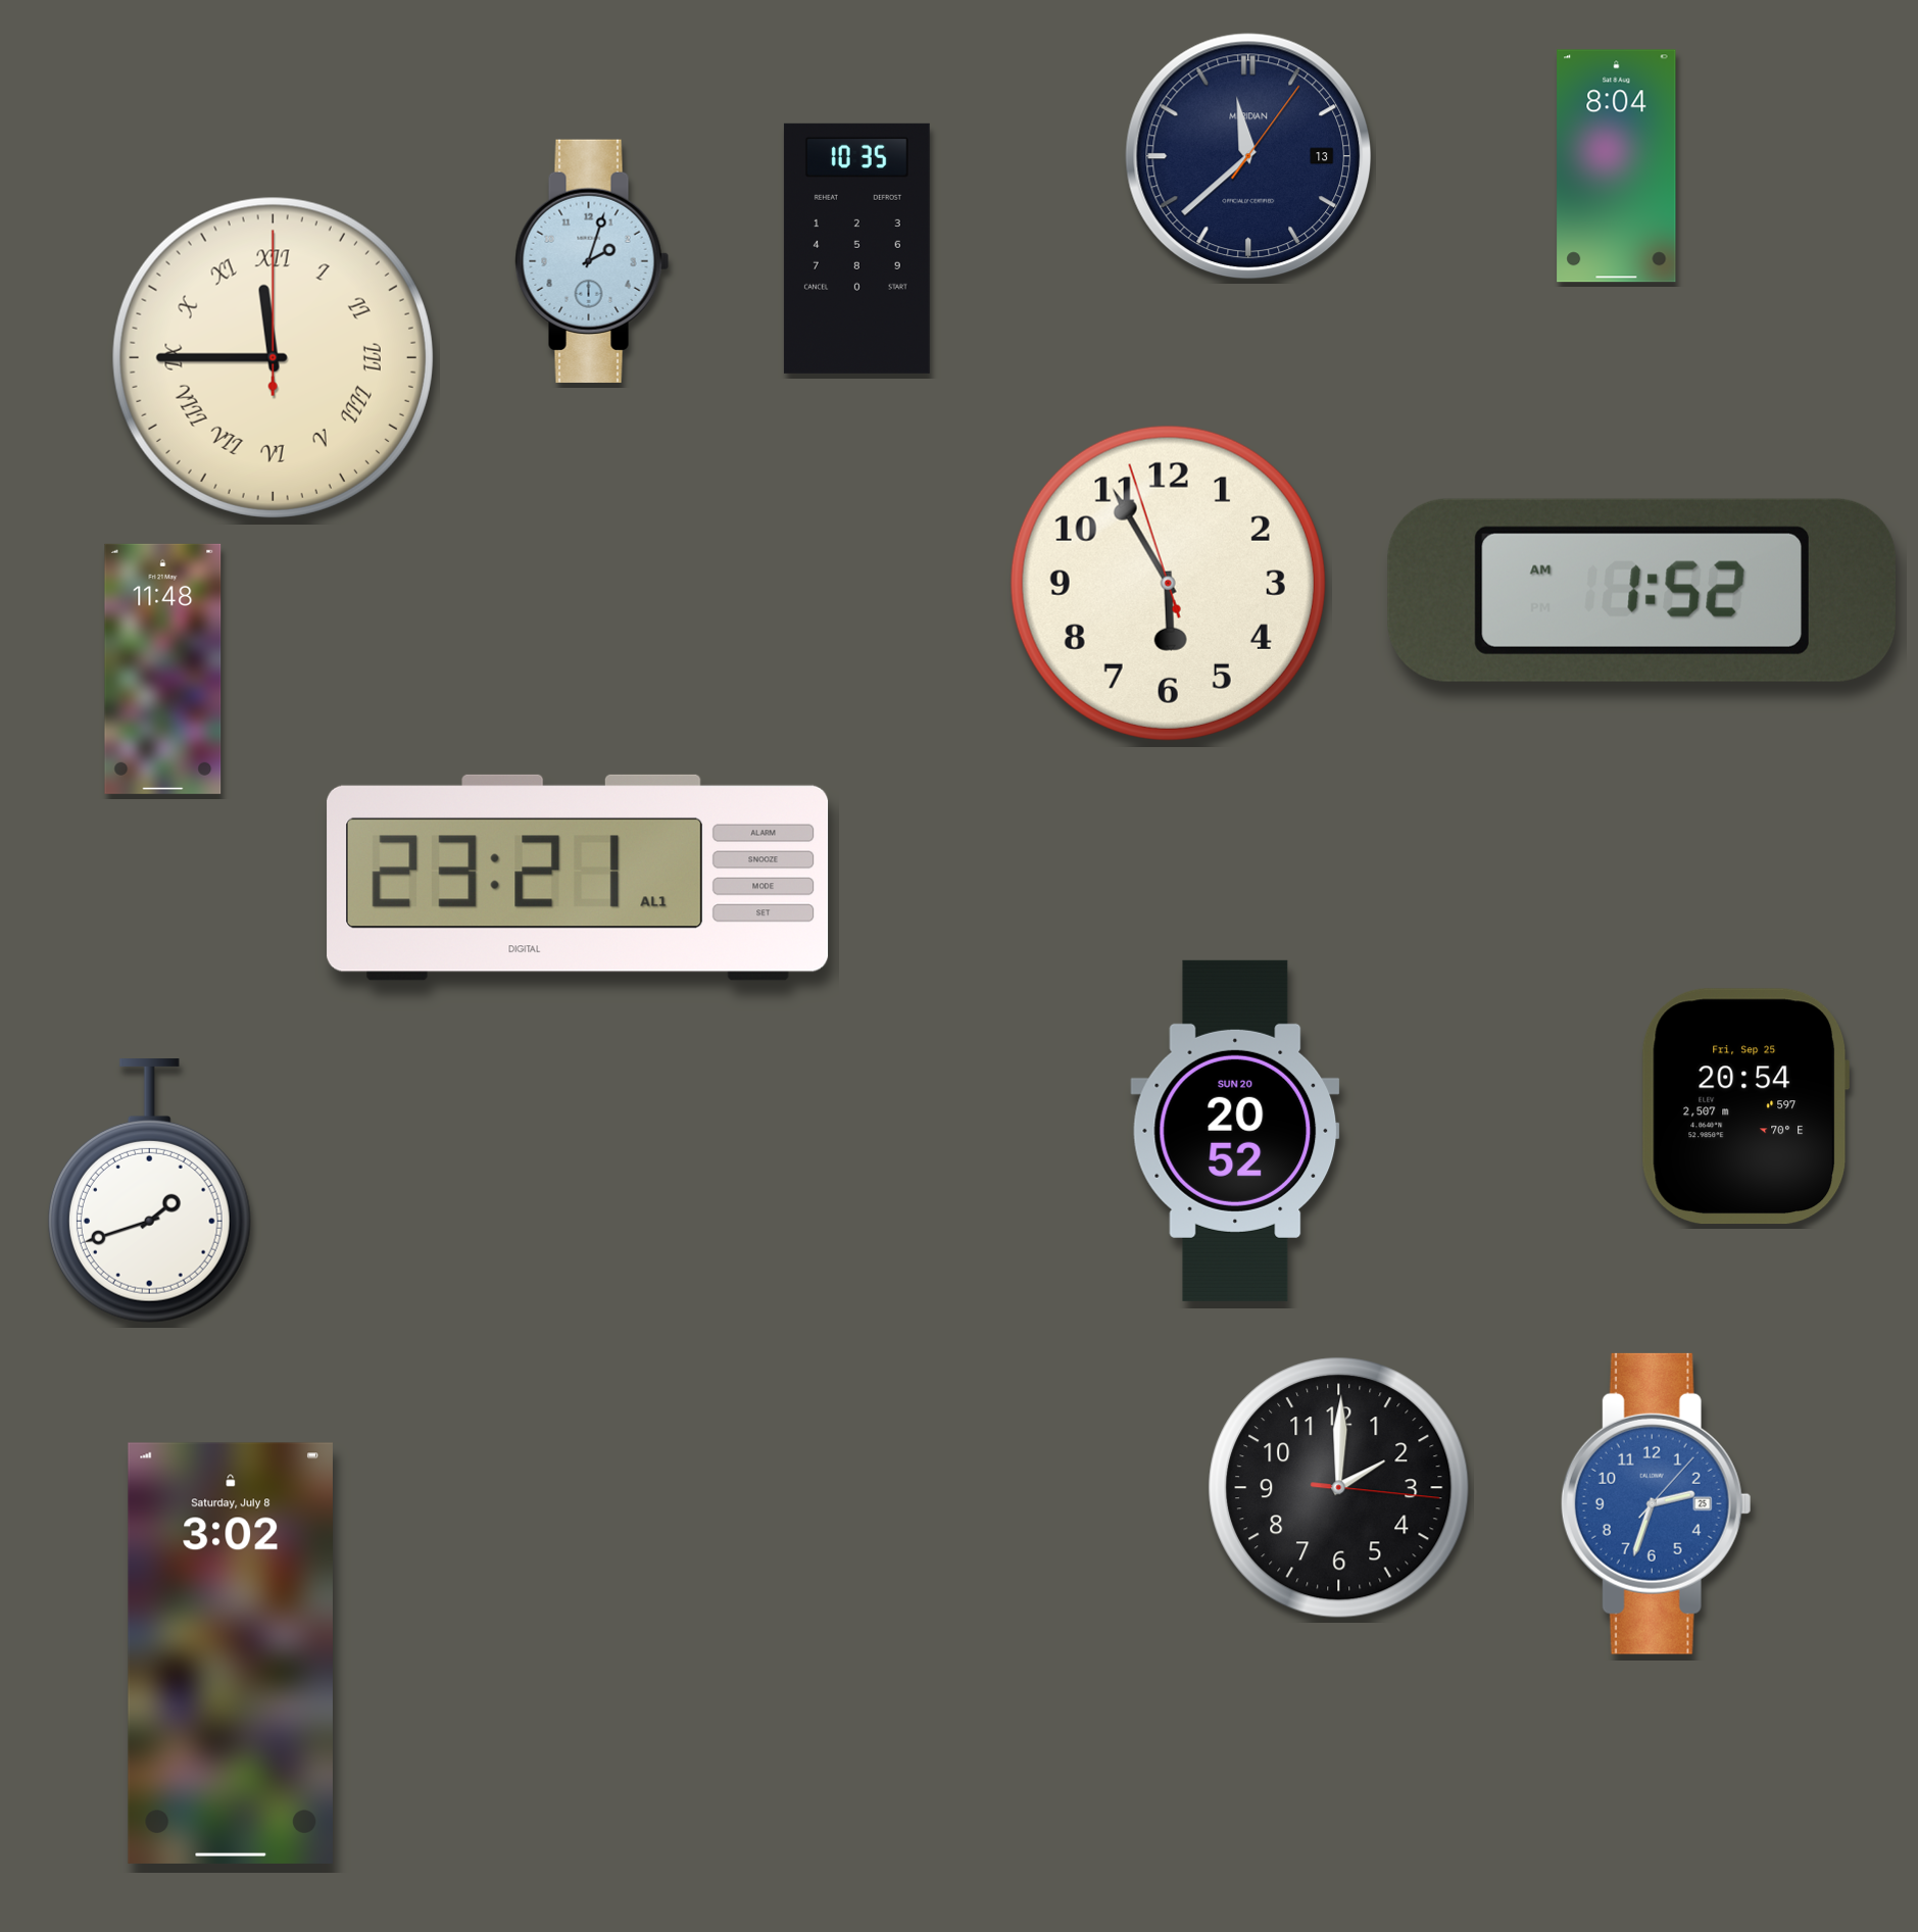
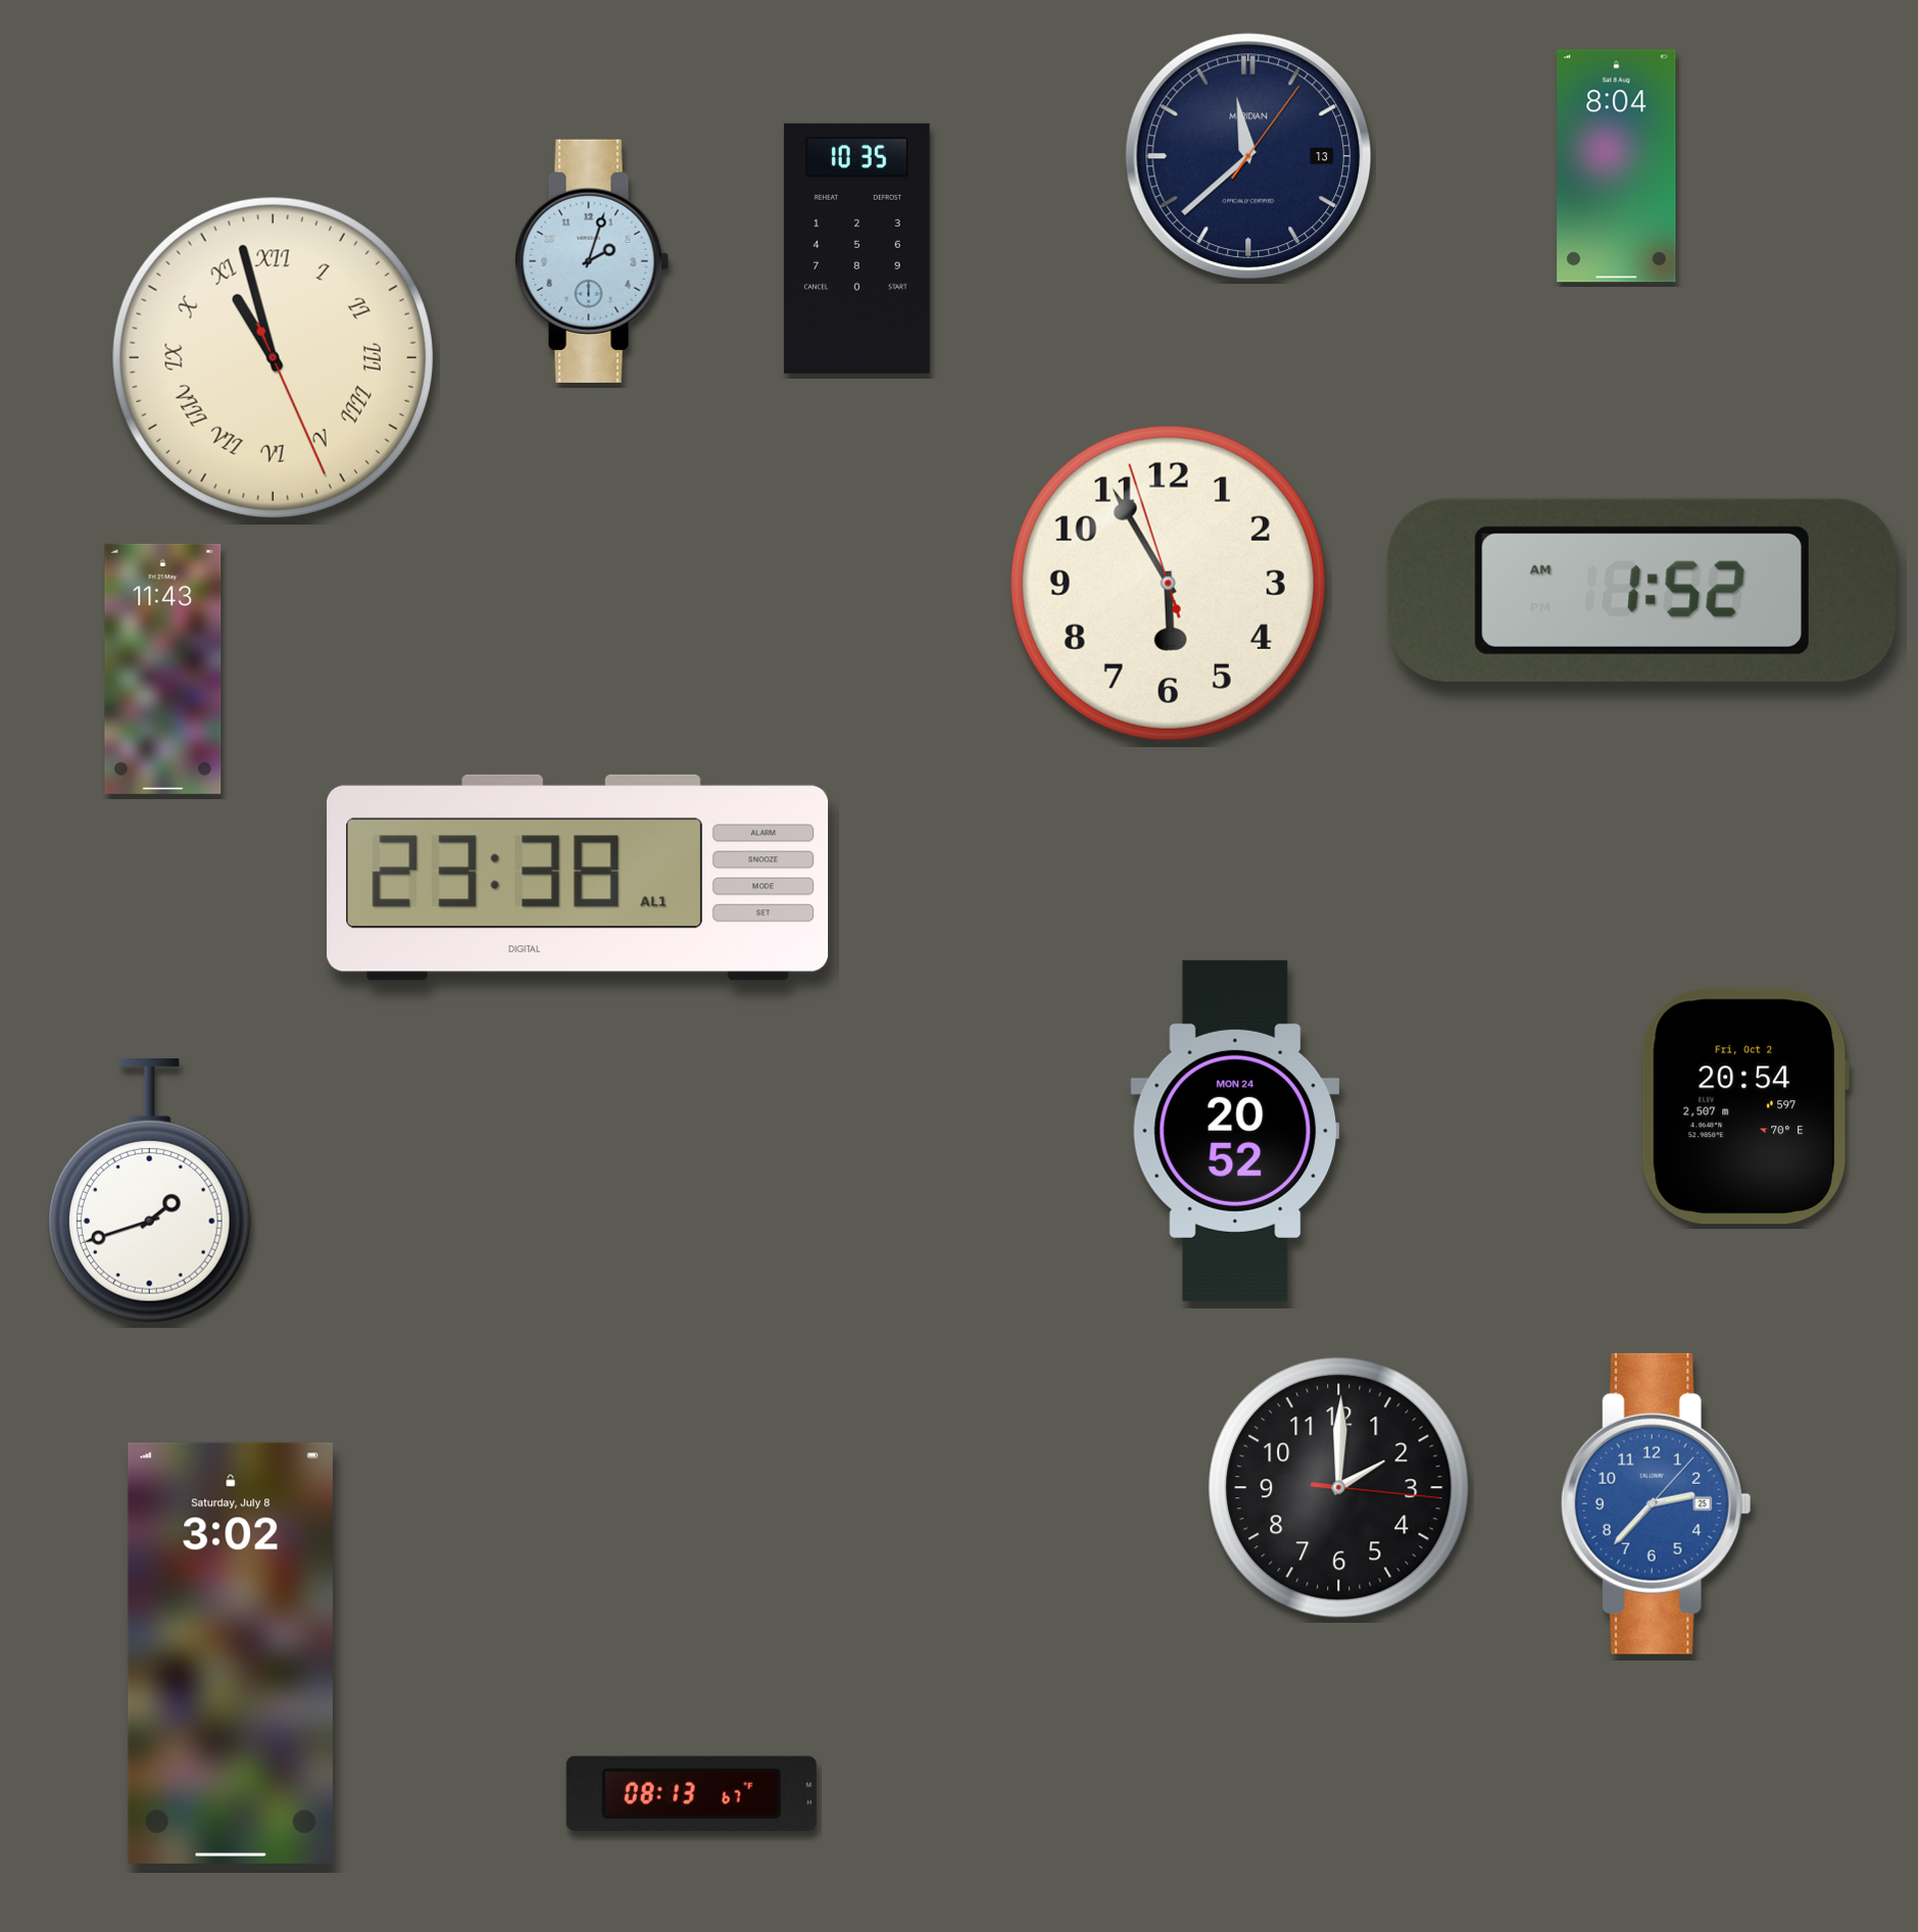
clock at (273, 357): 11:45 -> 10:57
clock at (163, 668): 11:48 -> 11:43
clock at (578, 878): 23:21 -> 23:38
clock at (1744, 1106) date: Fri, Sep 25 -> Fri, Oct 2
clock at (1235, 1131) date: SUN 20 -> MON 24
clock at (1656, 1503): 2:33 -> 2:37
clock at (691, 1793): none -> 08:13
